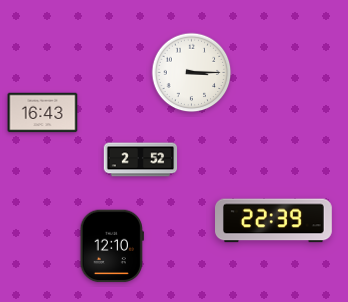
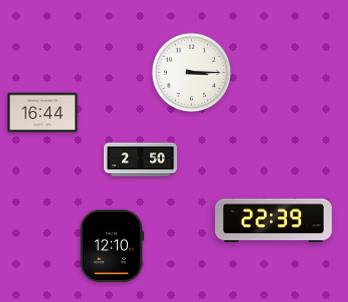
clock at (43, 113): 16:43 -> 16:44
clock at (141, 160): 2:52 -> 2:50
